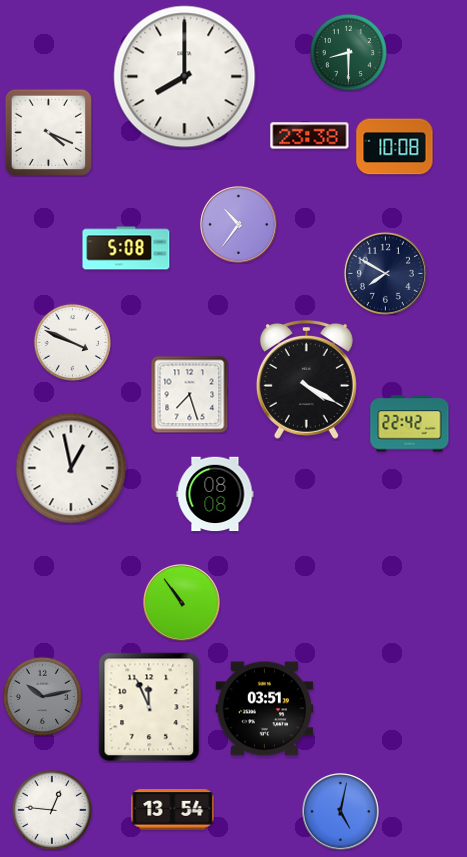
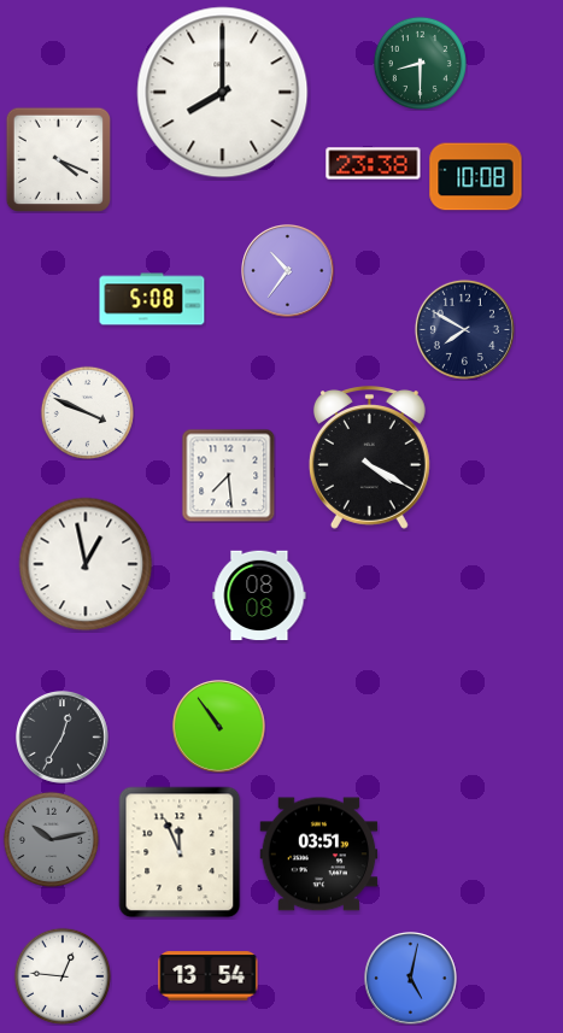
clock at (189, 394): 7:27 -> 7:29
clock at (410, 424): 22:42 -> none
clock at (63, 738): none -> 12:35
